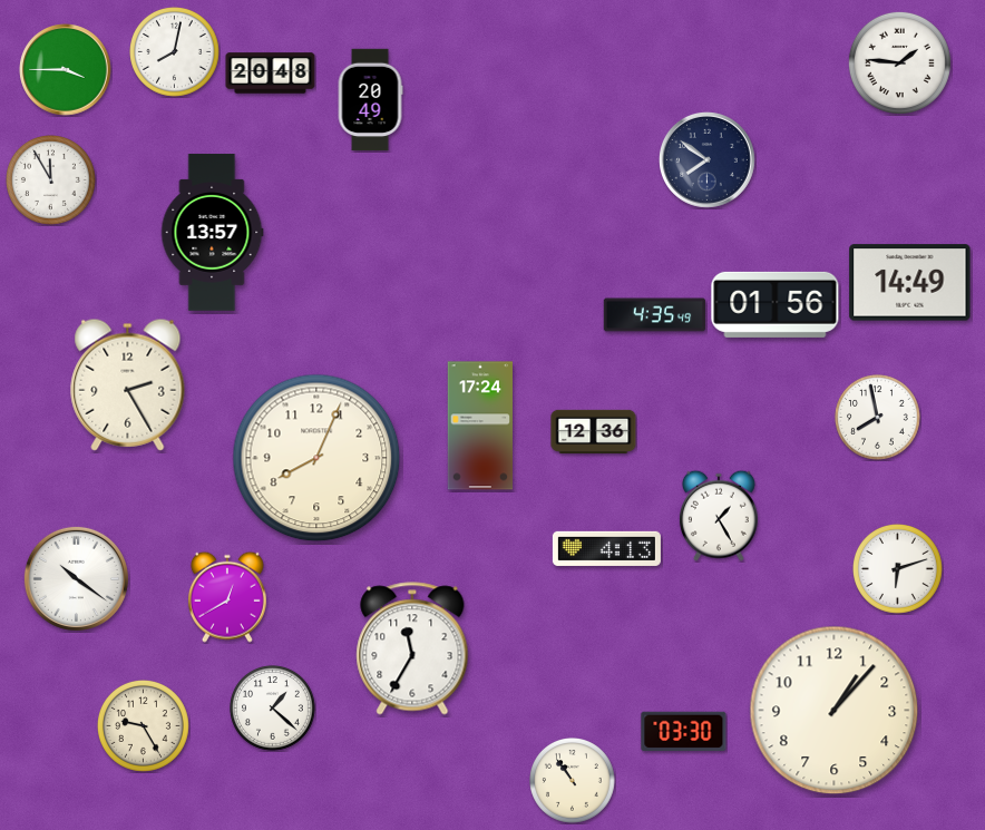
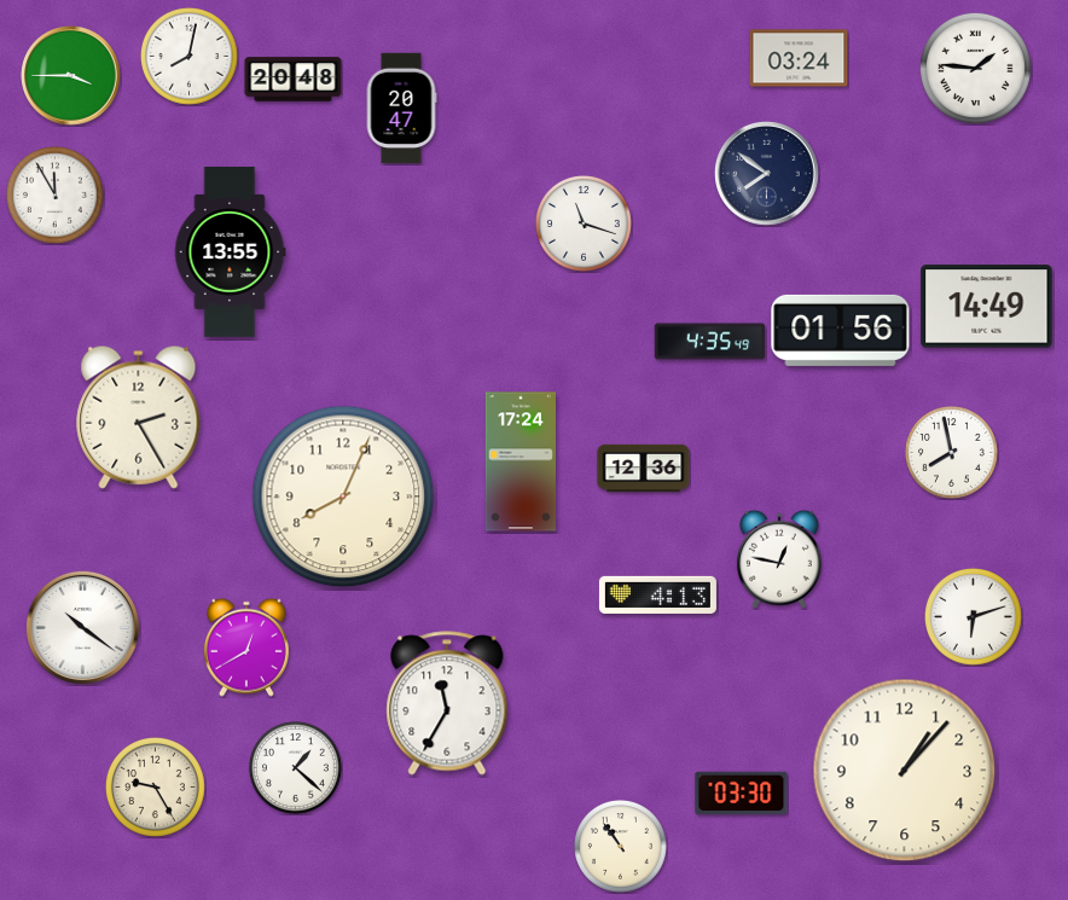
clock at (799, 58): none -> 03:24
clock at (370, 100): 20:49 -> 20:47
clock at (585, 225): none -> 11:18
clock at (212, 233): 13:57 -> 13:55
clock at (719, 516): 1:25 -> 12:47
